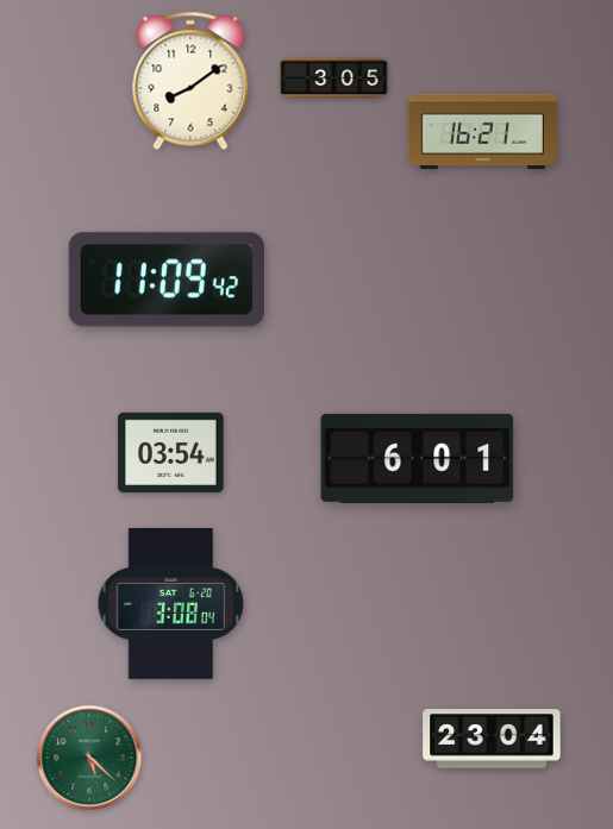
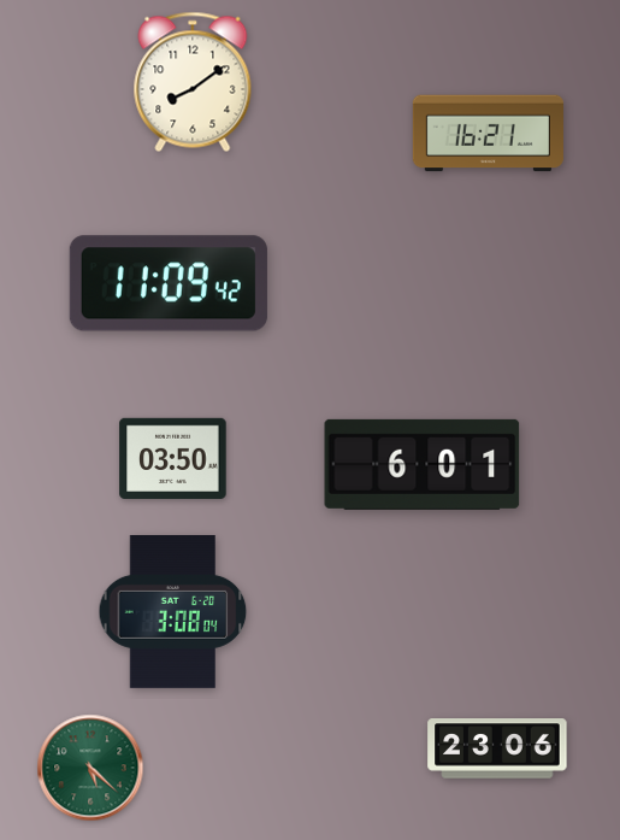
clock at (334, 78): 3:05 -> none
clock at (171, 452): 03:54 -> 03:50
clock at (492, 739): 23:04 -> 23:06
